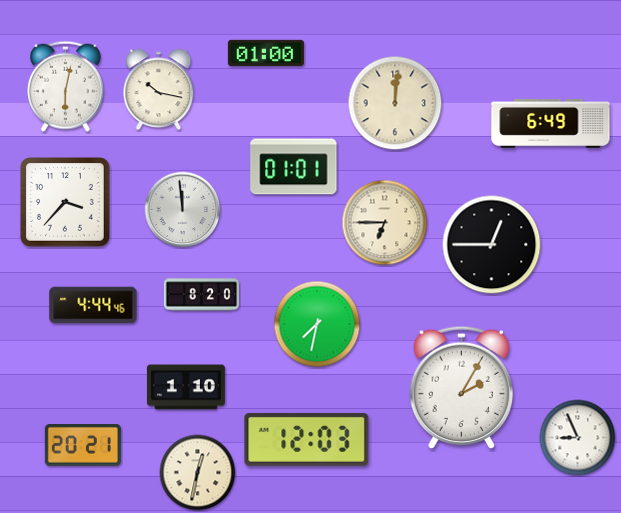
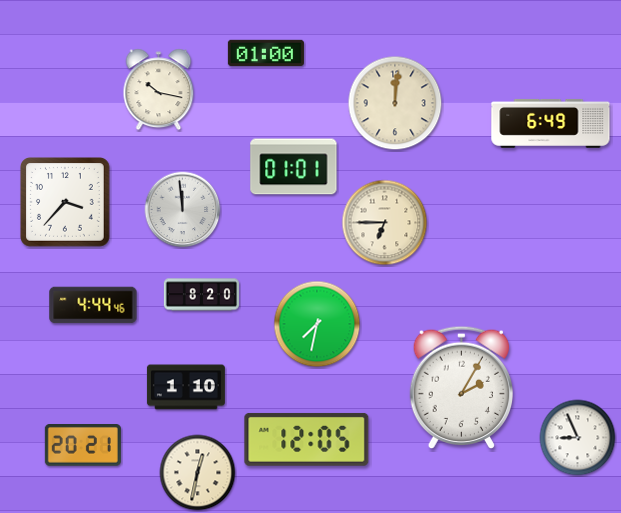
clock at (65, 86): 6:02 -> none
clock at (492, 245): 12:45 -> none
clock at (307, 439): 12:03 -> 12:05
